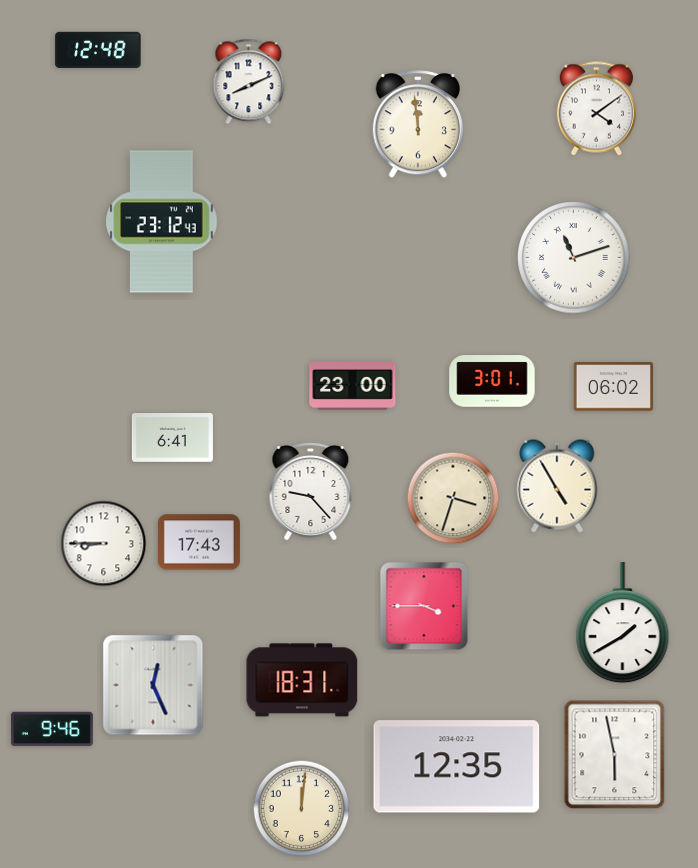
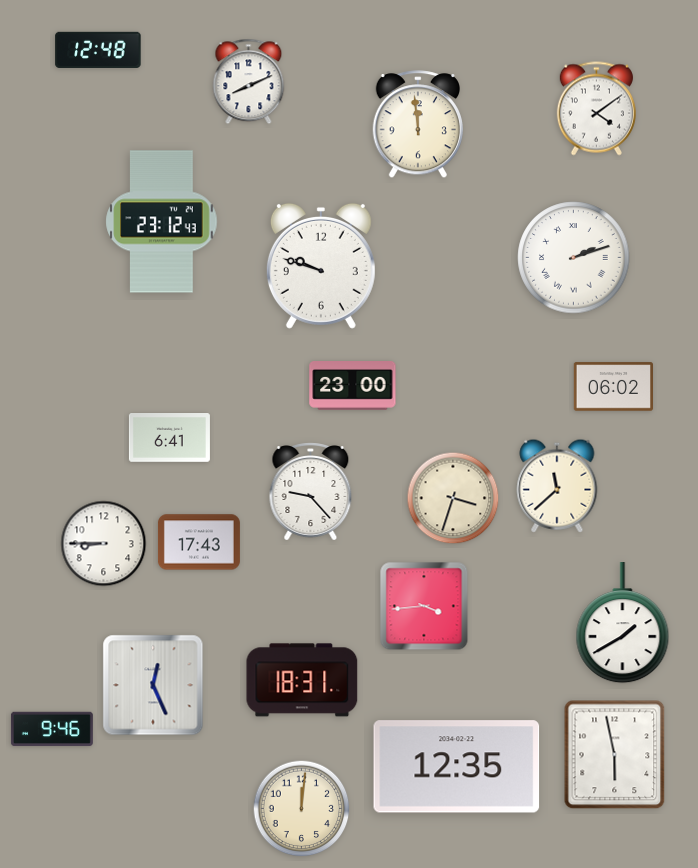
clock at (574, 258): 11:12 -> 2:12
clock at (321, 266): none -> 9:48
clock at (492, 381): 3:01 -> none
clock at (172, 438) position: (172, 438) -> (169, 438)
clock at (557, 486): 4:55 -> 11:38
clock at (424, 606): 3:45 -> 3:44
